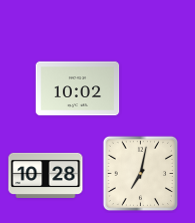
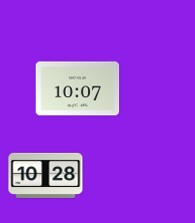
clock at (78, 89): 10:02 -> 10:07
clock at (141, 174): 7:02 -> none
